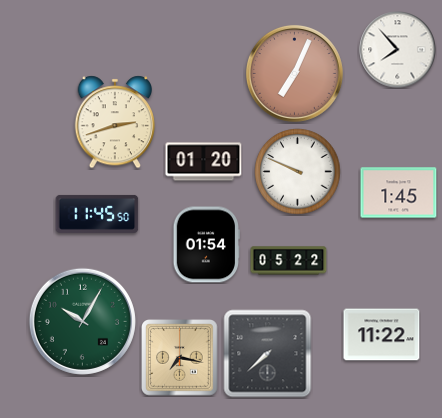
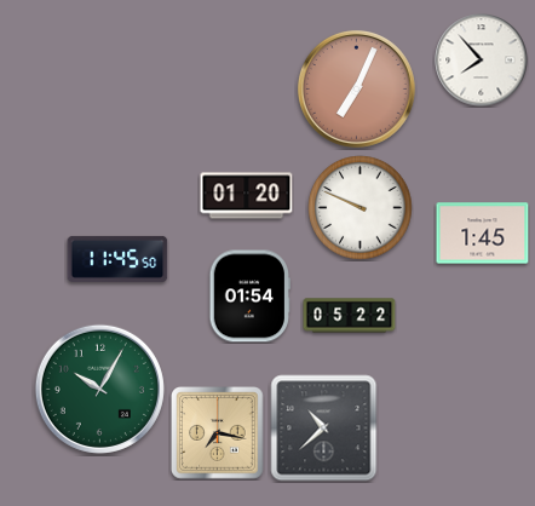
clock at (114, 122): 2:42 -> none
clock at (382, 335): 11:22 -> none
clock at (268, 354): 7:38 -> 10:38
